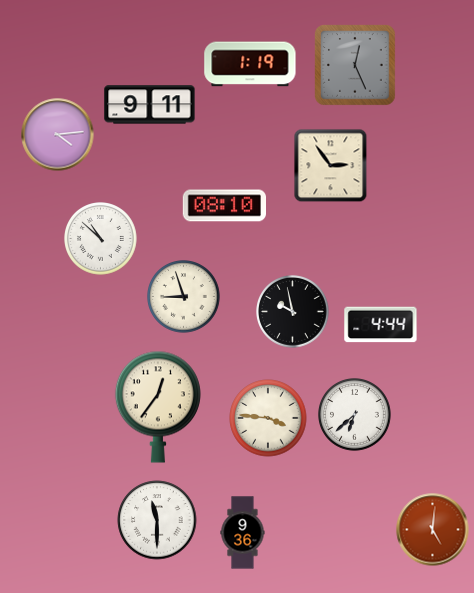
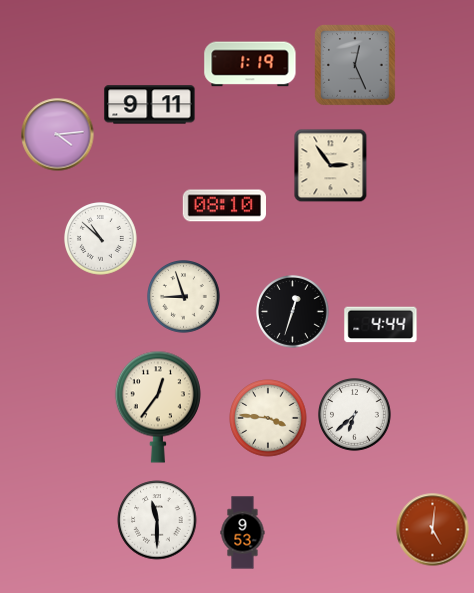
clock at (293, 312): 9:58 -> 12:33
clock at (243, 533): 9:36 -> 9:53
